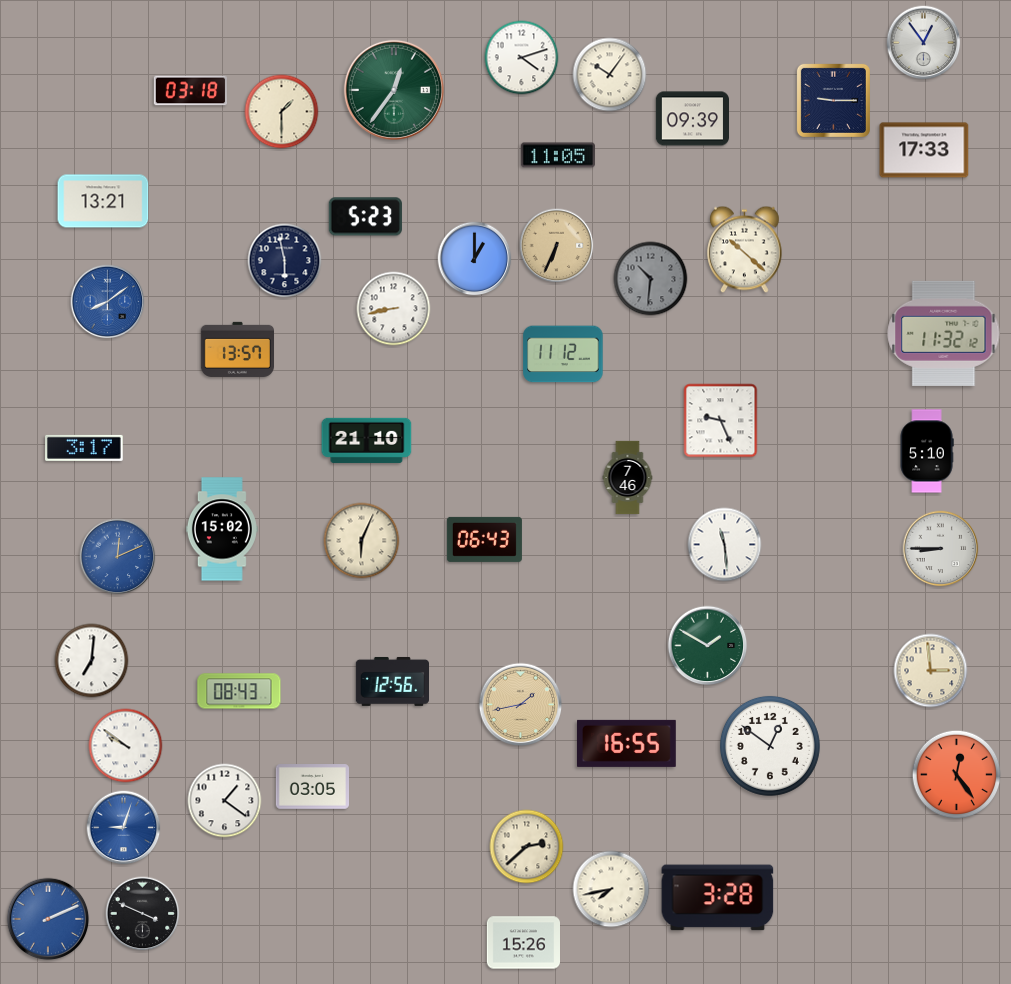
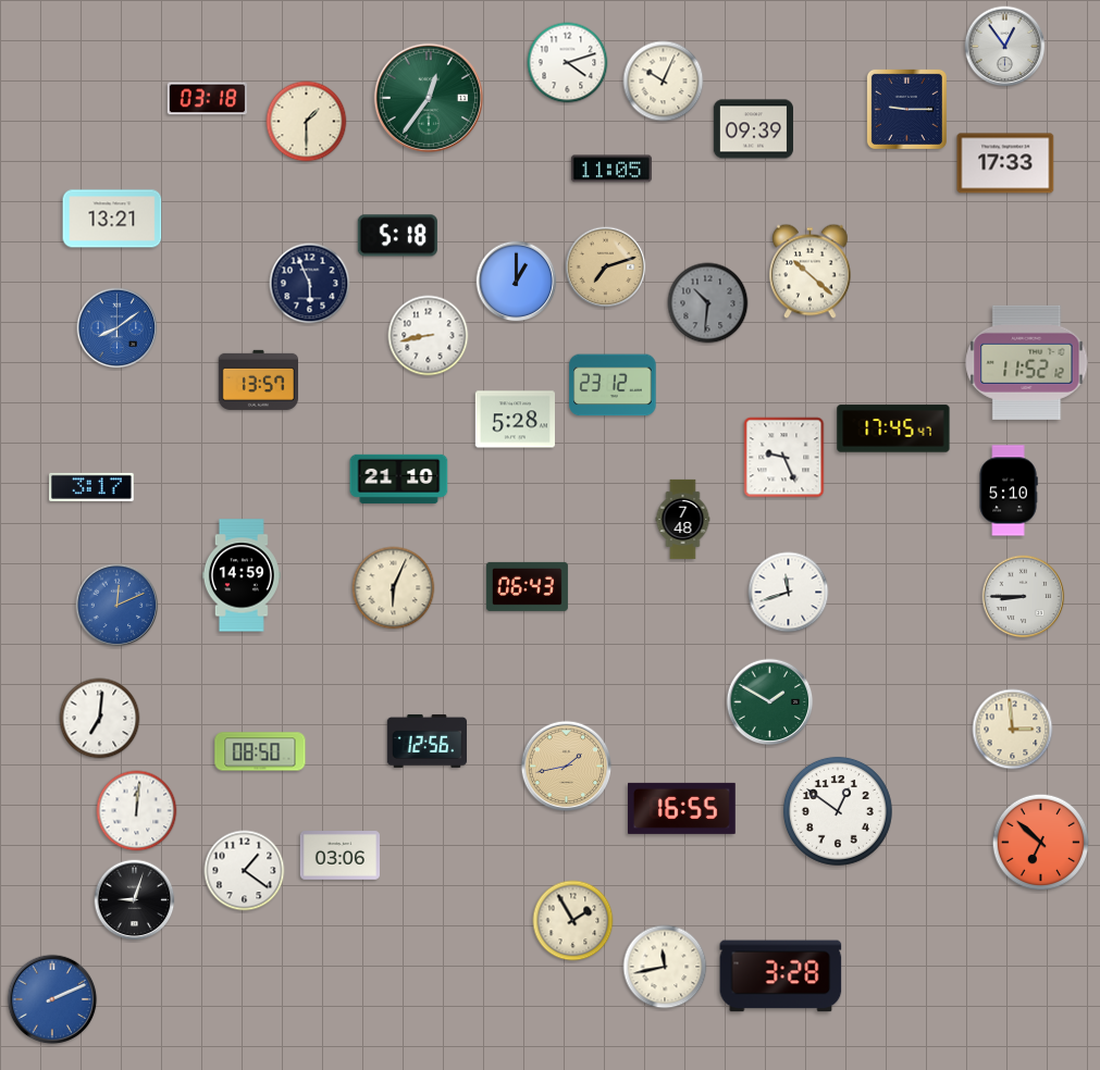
clock at (610, 75): 10:06 -> 10:04
clock at (558, 155) position: (558, 155) -> (611, 169)
clock at (365, 217): 5:23 -> 5:18
clock at (557, 246): 6:34 -> 7:12
clock at (285, 261): 5:58 -> 5:56
clock at (944, 333): 11:32 -> 11:52
clock at (563, 354): 11:12 -> 23:12
clock at (515, 420): none -> 5:28
clock at (893, 428): none -> 17:45
clock at (628, 478): 7:46 -> 7:48
clock at (222, 529): 15:02 -> 14:59
clock at (725, 545): 11:29 -> 11:42
clock at (118, 557) position: (118, 557) -> (118, 606)
clock at (239, 691): 08:43 -> 08:50
clock at (126, 746): 9:51 -> 12:01
clock at (957, 775): 12:24 -> 6:52
clock at (312, 787): 03:05 -> 03:06
clock at (124, 828) dial: blue -> black
clock at (527, 847): 2:38 -> 1:55
clock at (611, 889): 7:43 -> 11:43
clock at (143, 914): 3:49 -> none
clock at (523, 943): 15:26 -> none
